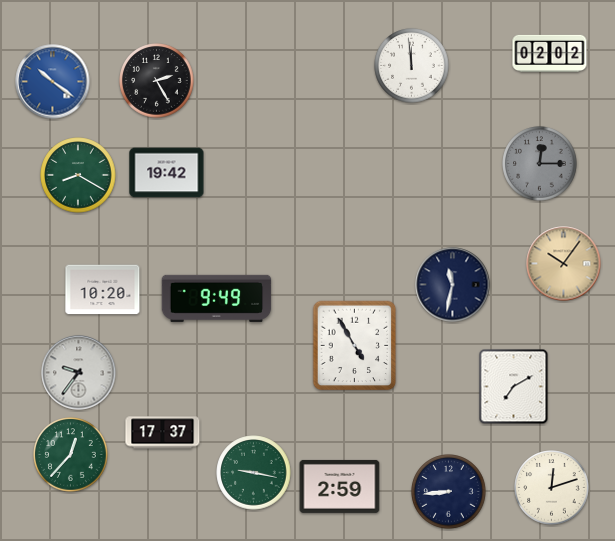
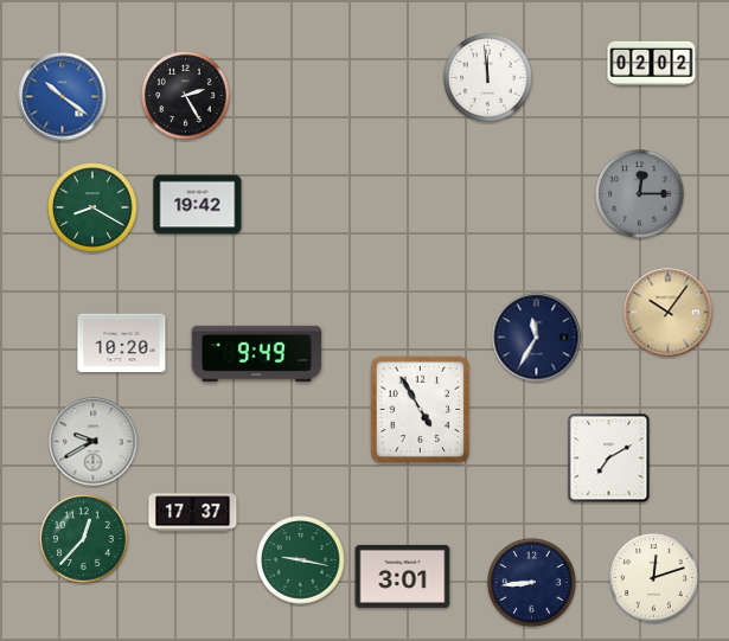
clock at (453, 285): 11:32 -> 11:35
clock at (79, 373): 9:36 -> 9:40
clock at (340, 486): 2:59 -> 3:01
